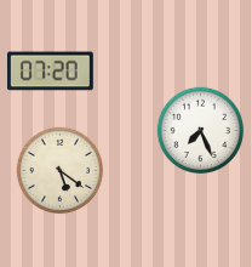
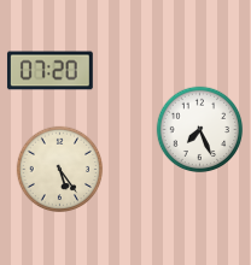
clock at (61, 171): 5:21 -> 5:24
